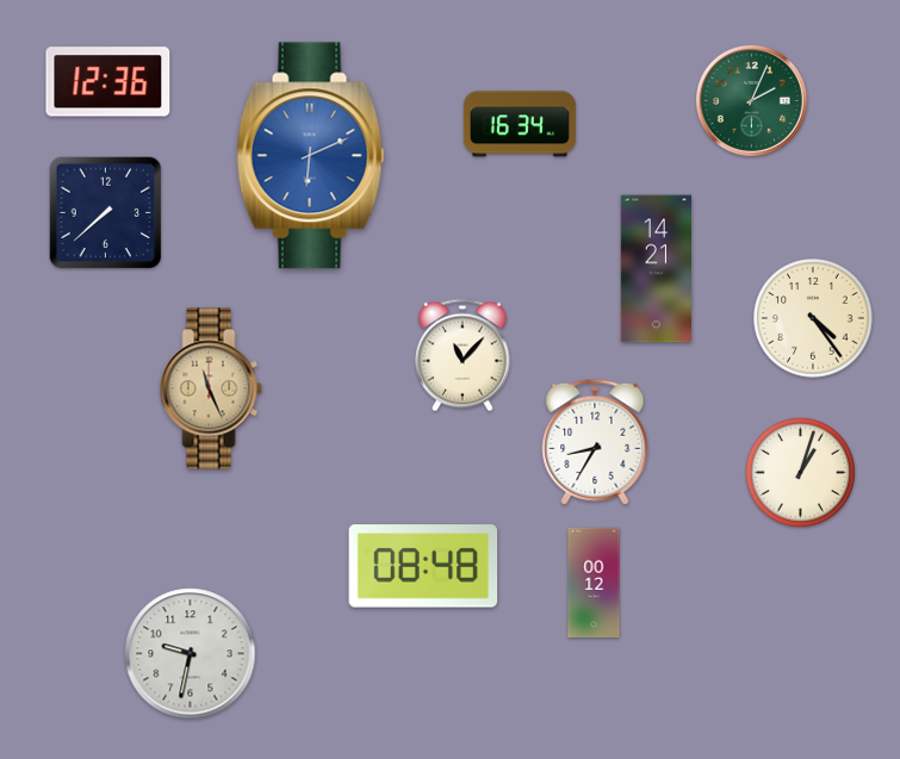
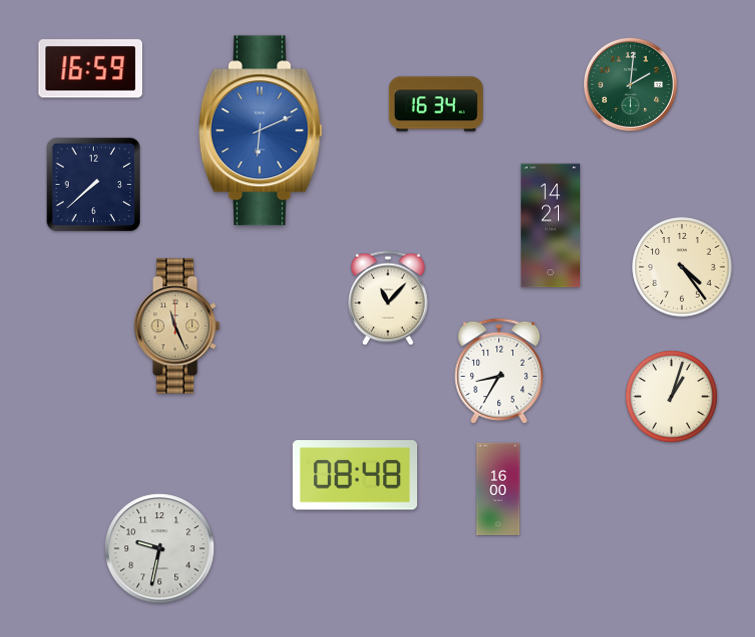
clock at (108, 82): 12:36 -> 16:59
clock at (751, 100): 2:04 -> 2:01
clock at (106, 213) position: (106, 213) -> (94, 185)
clock at (594, 583): 00:12 -> 16:00
